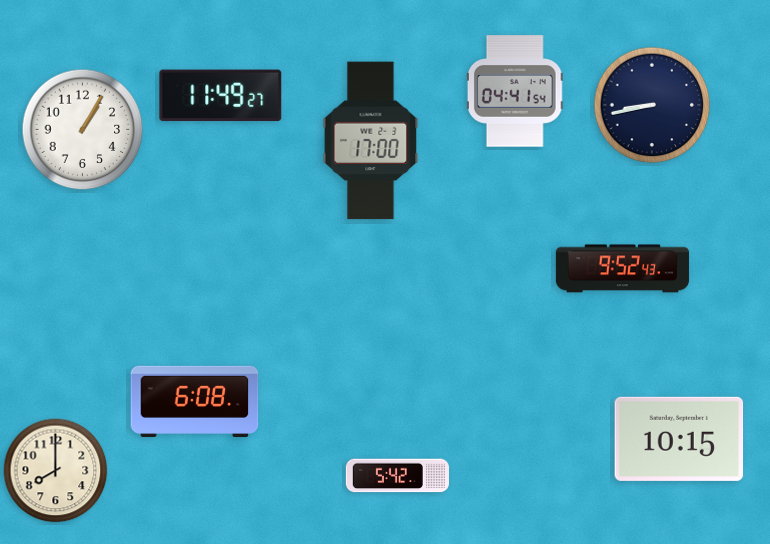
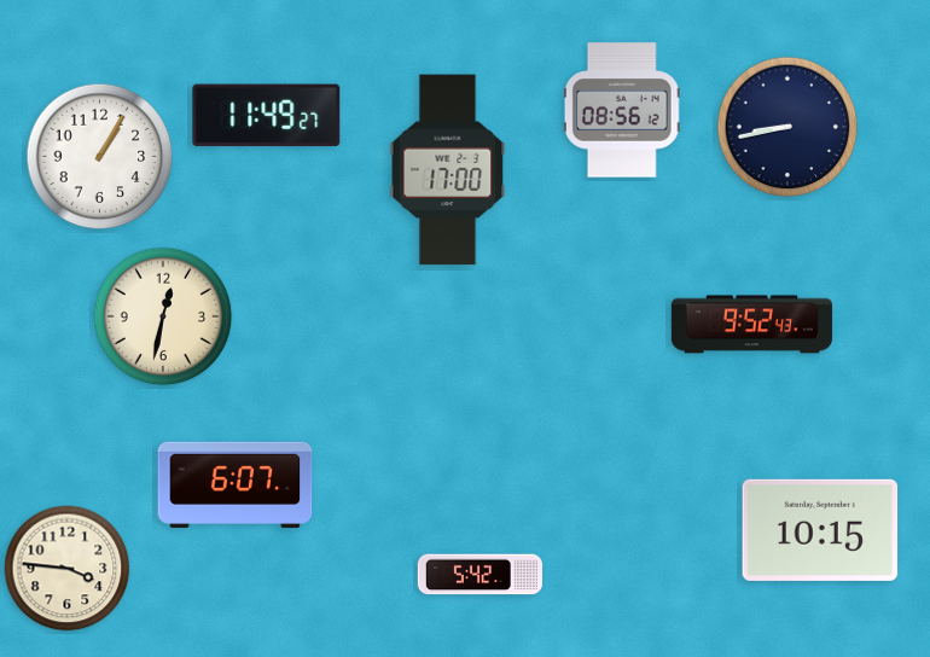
clock at (515, 91): 04:41 -> 08:56
clock at (163, 316): none -> 12:32
clock at (195, 401): 6:08 -> 6:07
clock at (56, 471): 8:00 -> 3:46
